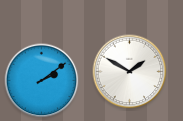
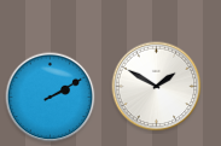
clock at (42, 81): 2:09 -> 2:10
